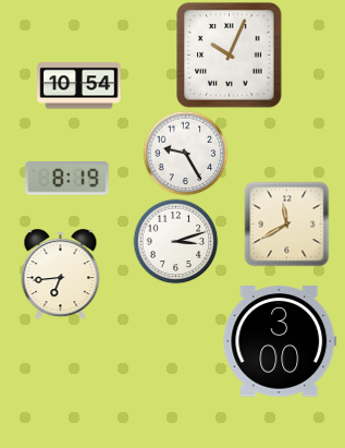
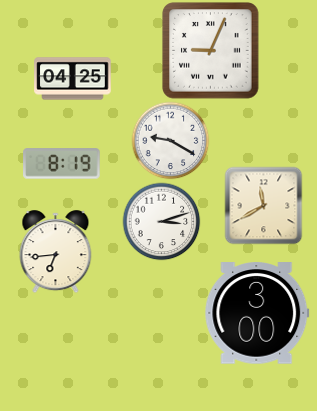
clock at (230, 56): 10:04 -> 9:04
clock at (79, 86): 10:54 -> 04:25
clock at (185, 153): 9:25 -> 9:20
